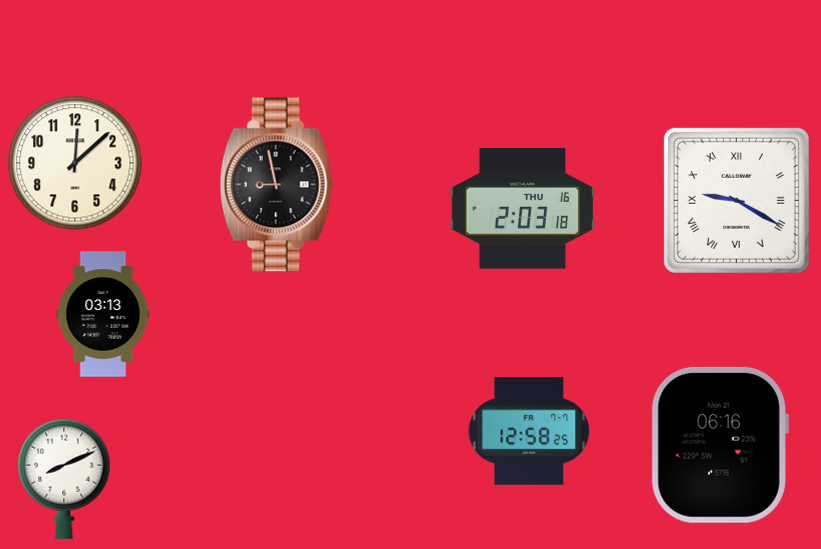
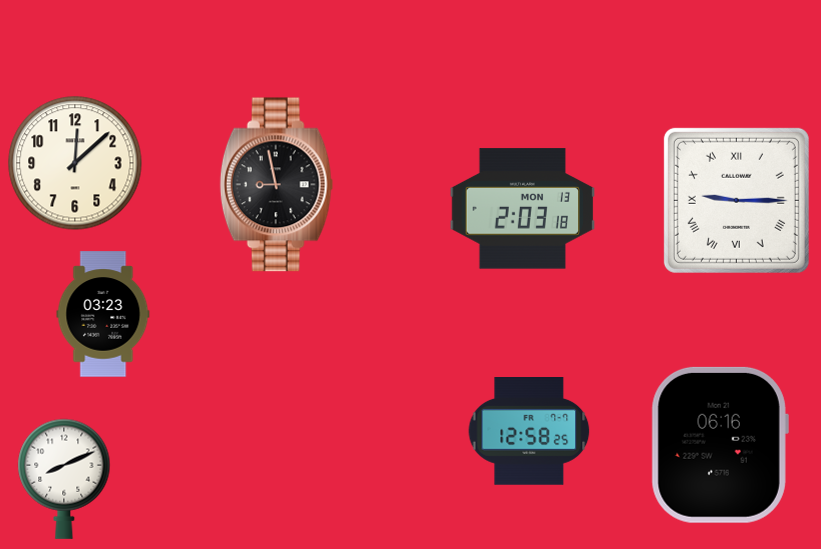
clock at (736, 200): 9:20 -> 9:15
clock at (523, 209) date: THU 16 -> MON 13
clock at (103, 314): 03:13 -> 03:23
